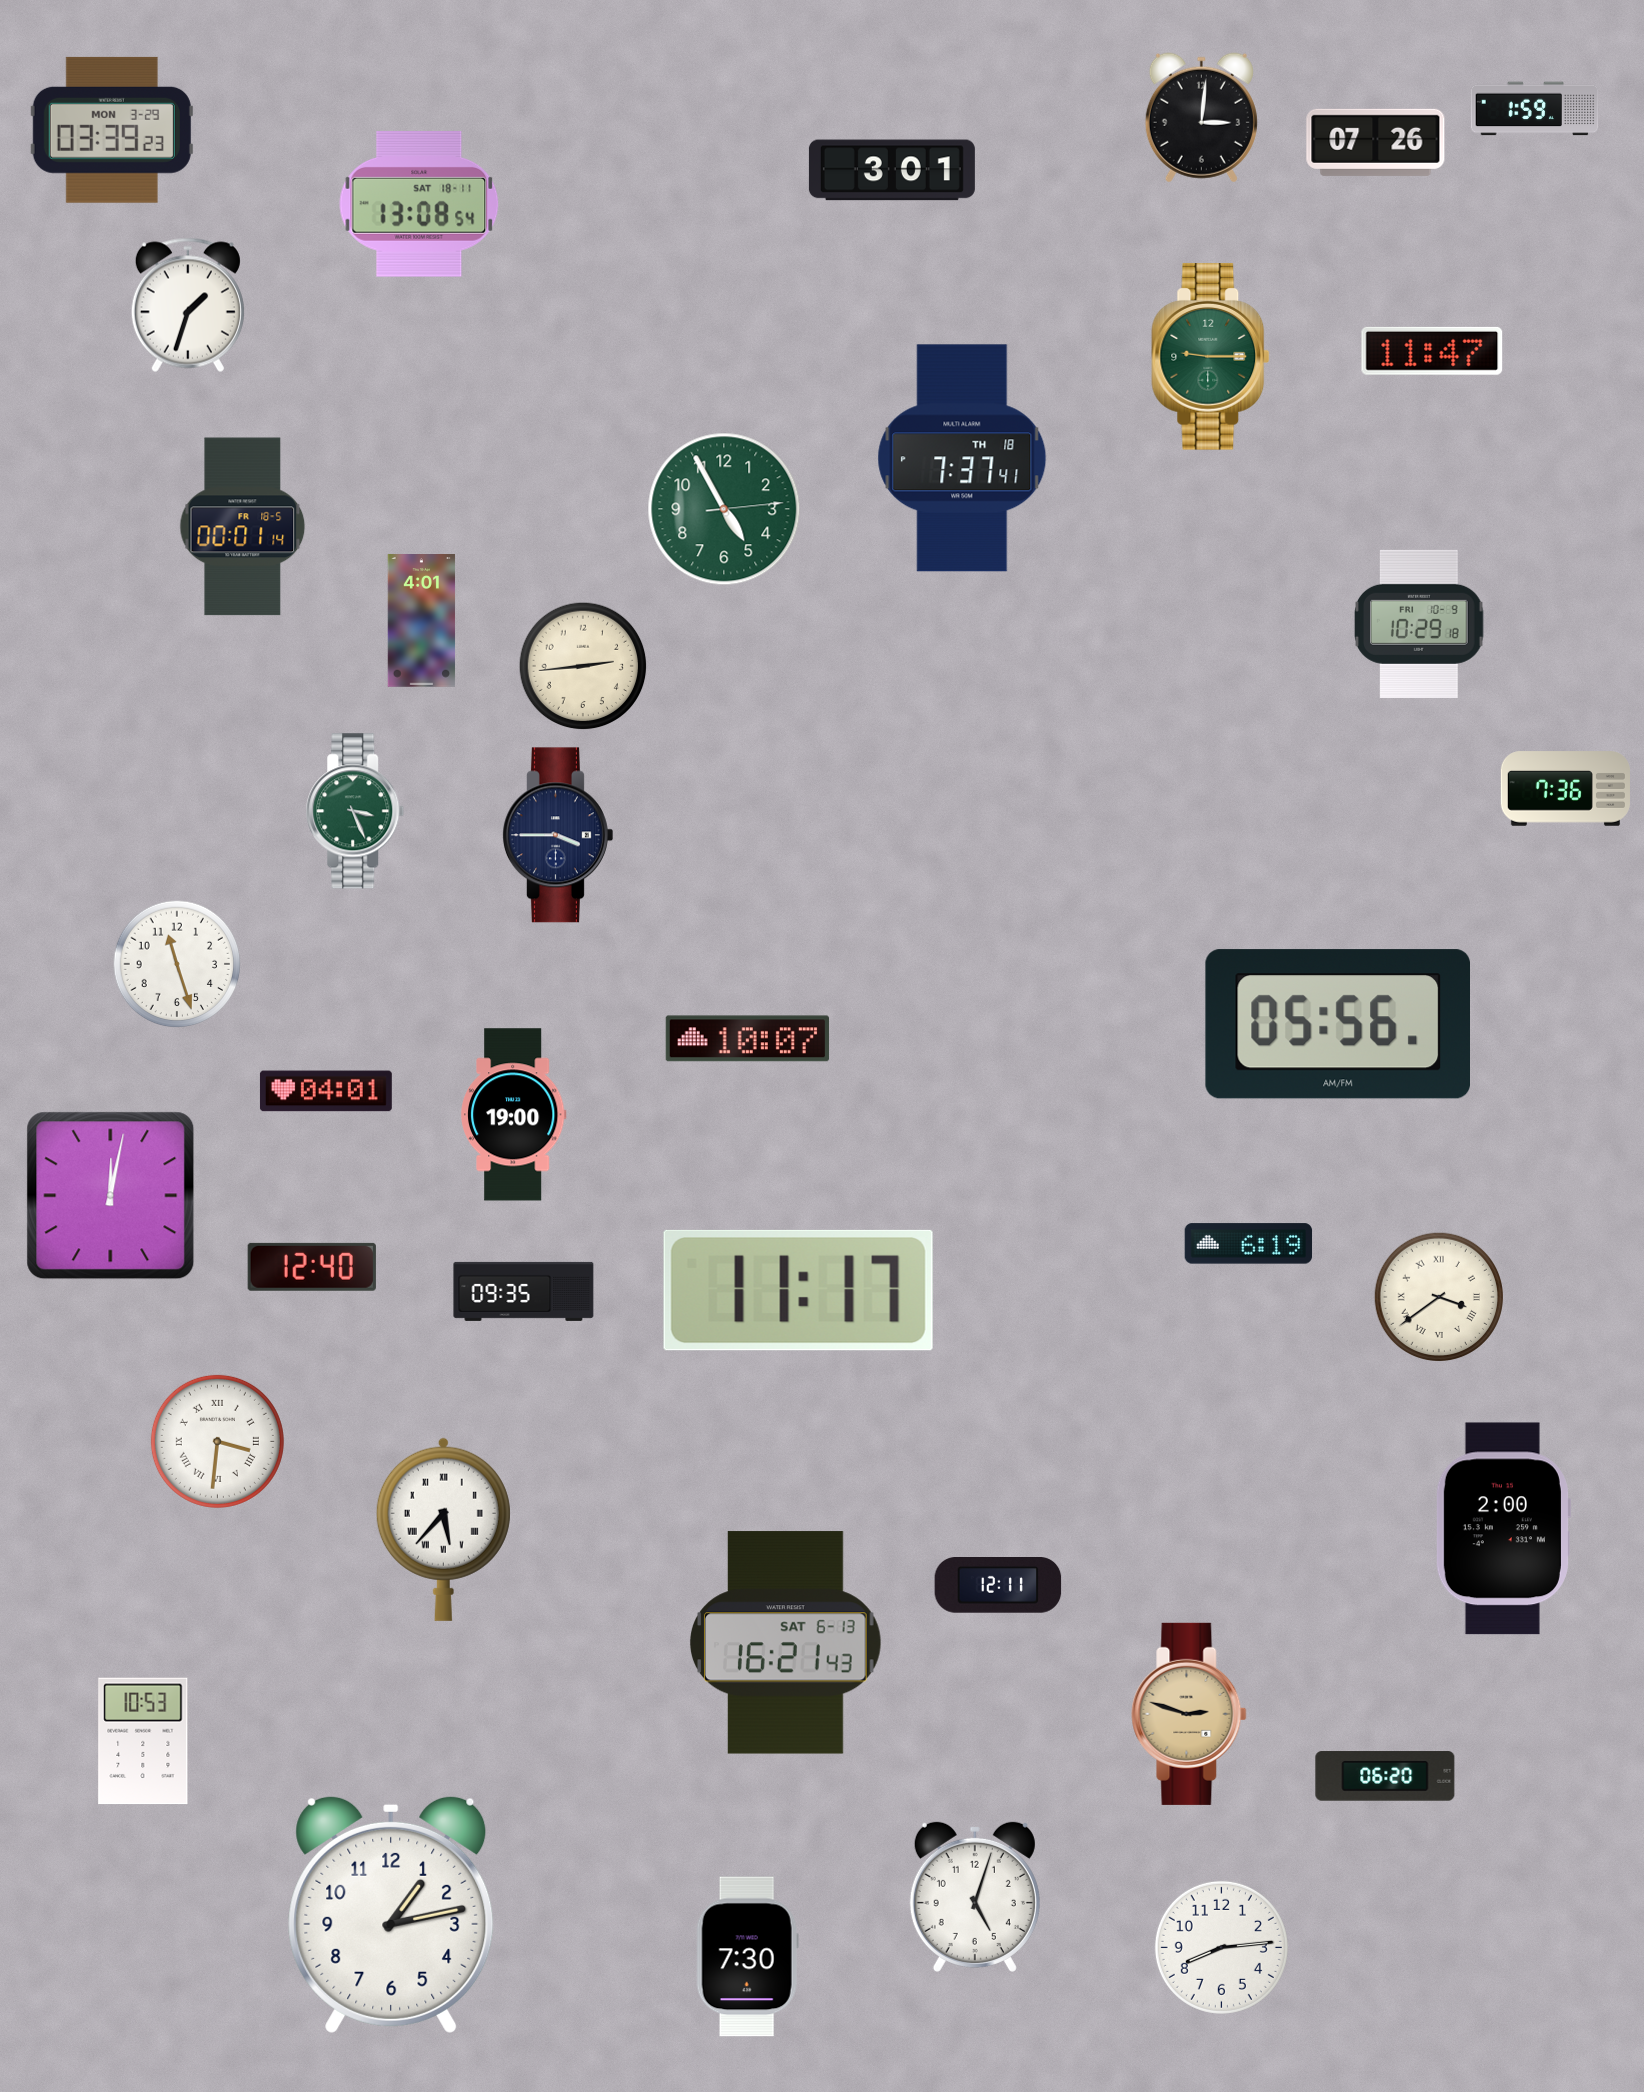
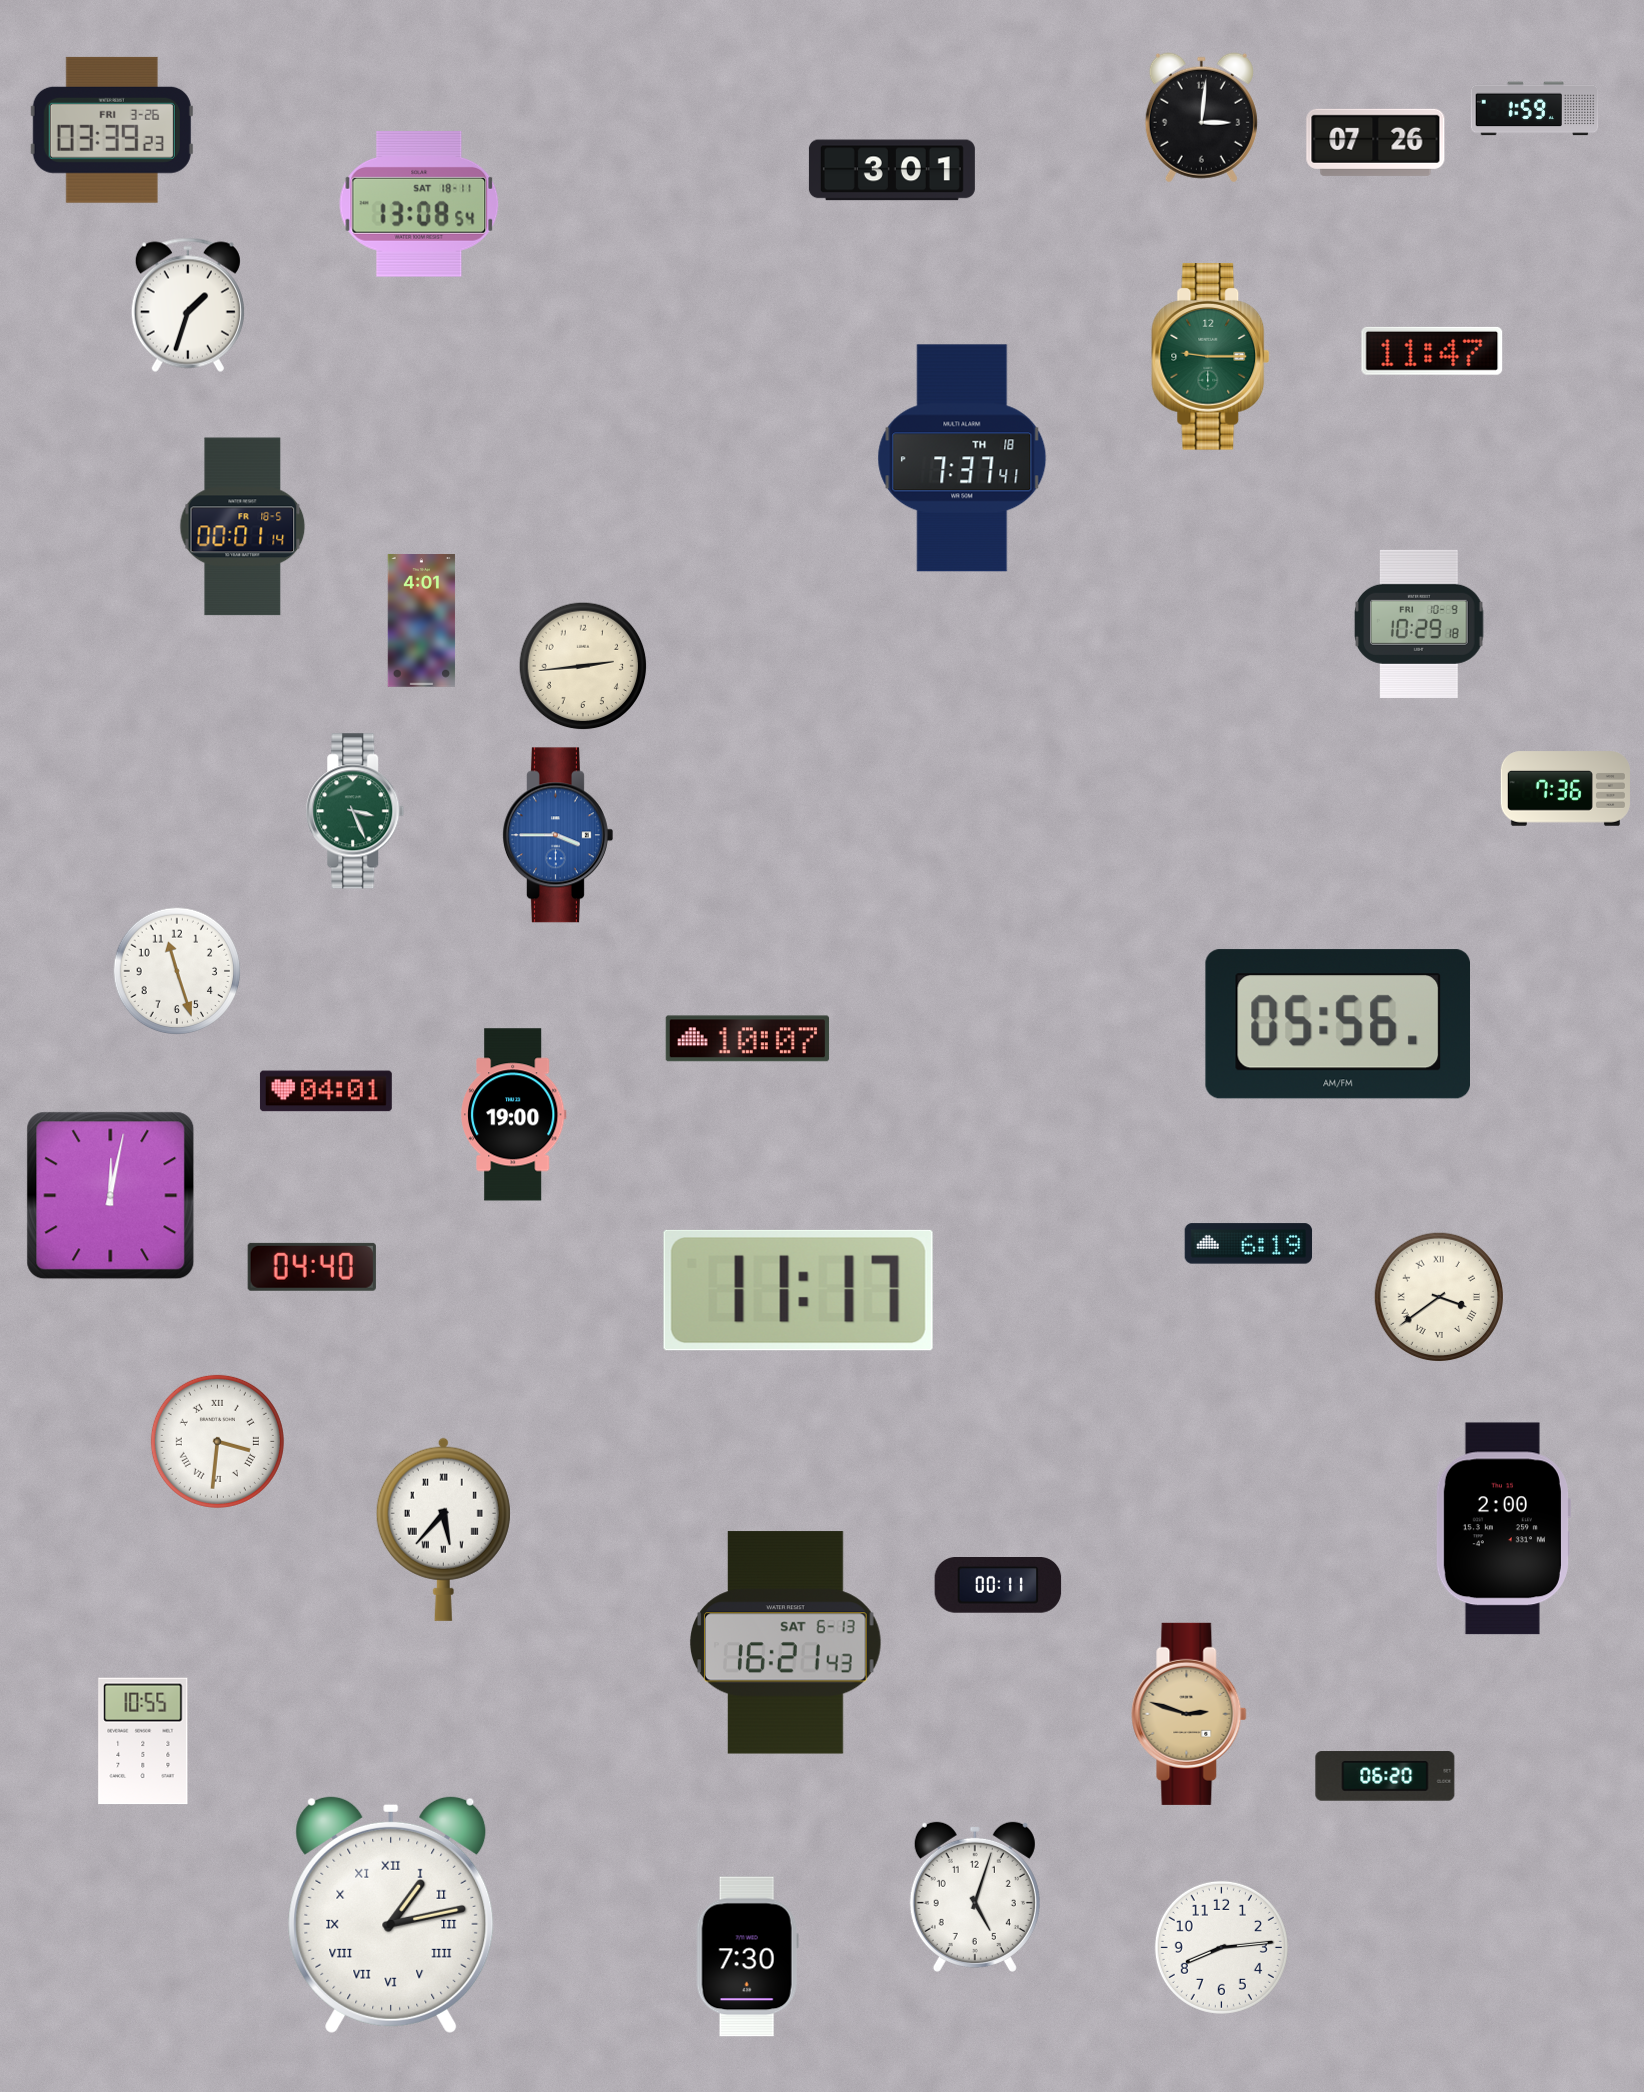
clock at (112, 130) date: MON 3-29 -> FRI 3-26
clock at (724, 509): 4:55 -> none
clock at (557, 835) dial: navy -> blue
clock at (177, 964) position: (177, 964) -> (177, 971)
clock at (312, 1267): 12:40 -> 04:40
clock at (524, 1291): 09:35 -> none
clock at (998, 1586): 12:11 -> 00:11
clock at (143, 1741): 10:53 -> 10:55
clock at (391, 1914) numerals: Arabic -> Roman
